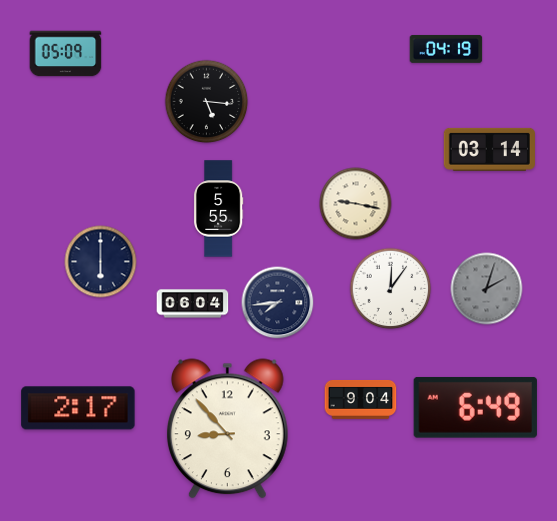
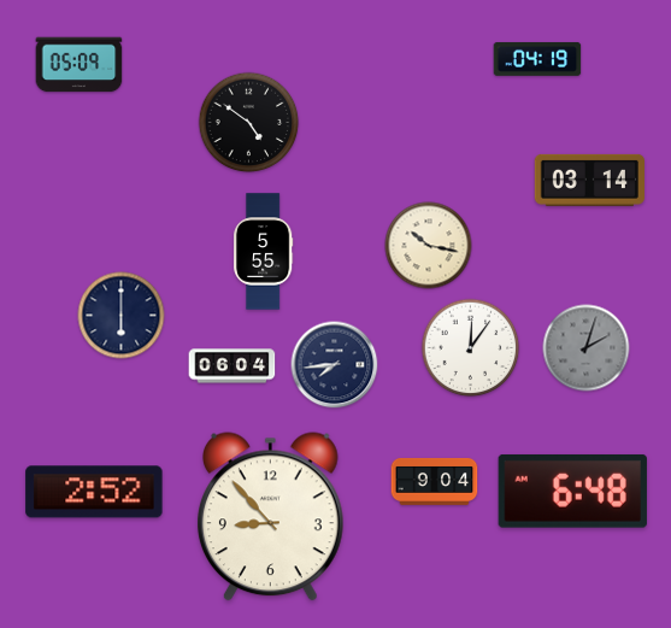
clock at (207, 102): 5:16 -> 4:51
clock at (356, 204): 9:17 -> 10:17
clock at (475, 407): 6:49 -> 6:48
clock at (78, 408): 2:17 -> 2:52
clock at (227, 429) position: (227, 429) -> (270, 517)
